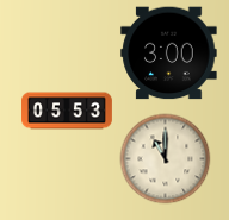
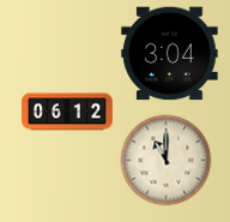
clock at (169, 54): 3:00 -> 3:04
clock at (68, 111): 05:53 -> 06:12
